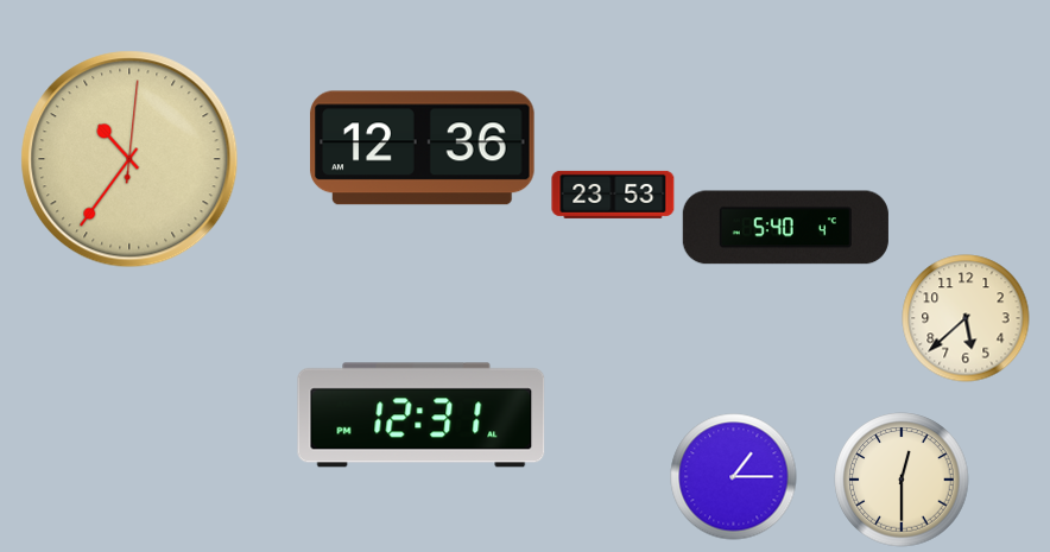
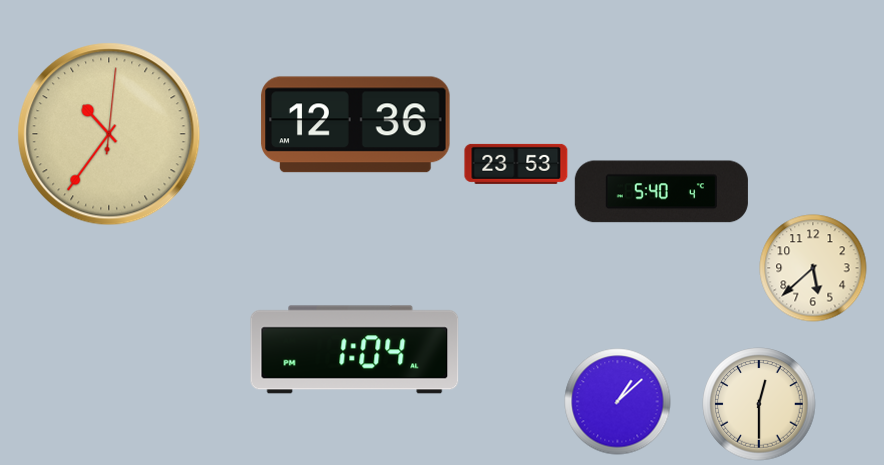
clock at (422, 415): 12:31 -> 1:04
clock at (734, 477): 1:15 -> 1:08
